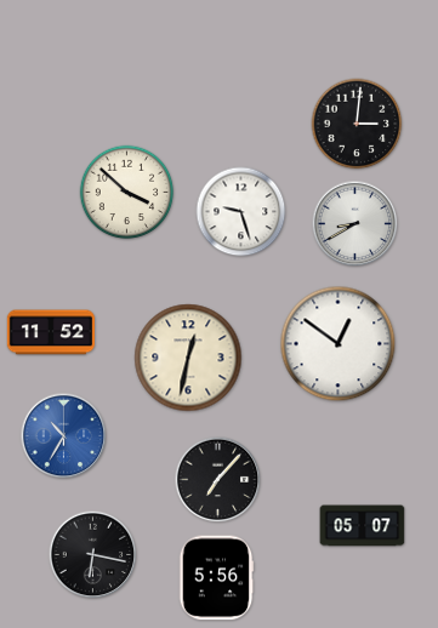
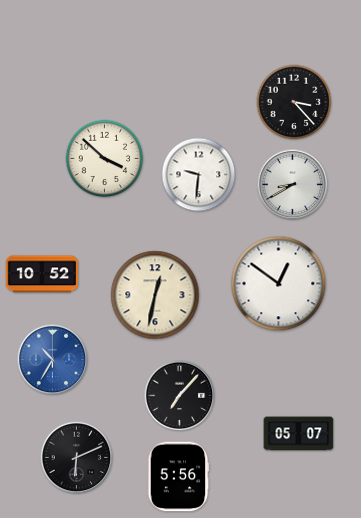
clock at (357, 124): 3:01 -> 3:23
clock at (241, 212): 9:27 -> 9:31
clock at (50, 332): 11:52 -> 10:52
clock at (93, 555): 6:17 -> 6:11
